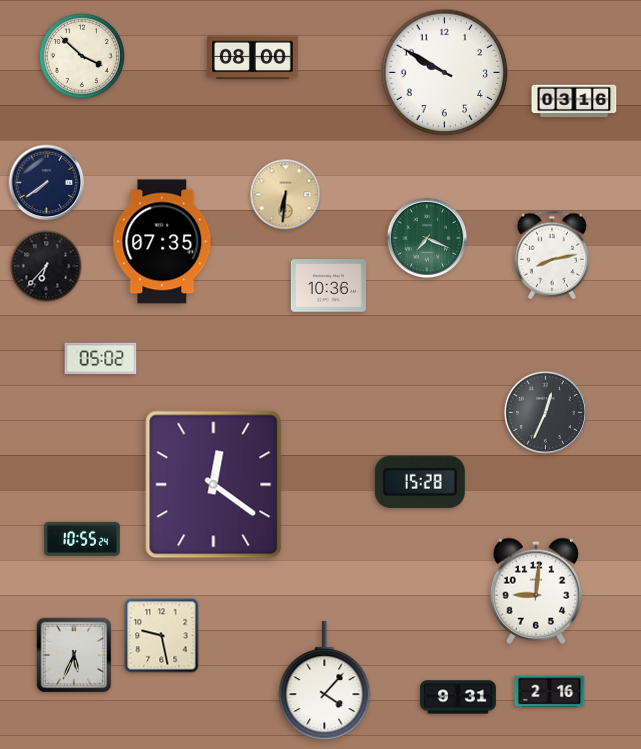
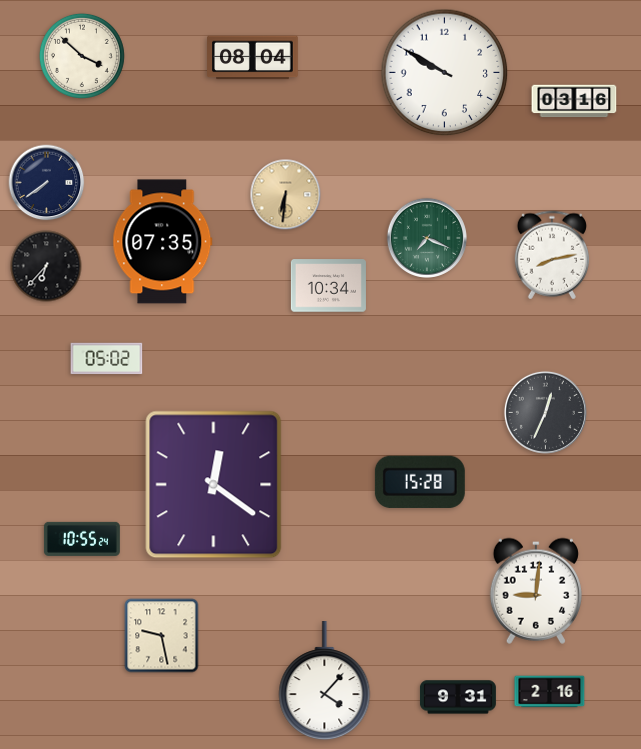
clock at (253, 58): 08:00 -> 08:04
clock at (328, 286): 10:36 -> 10:34
clock at (101, 359) position: (101, 359) -> (107, 359)
clock at (74, 655): 5:34 -> none
